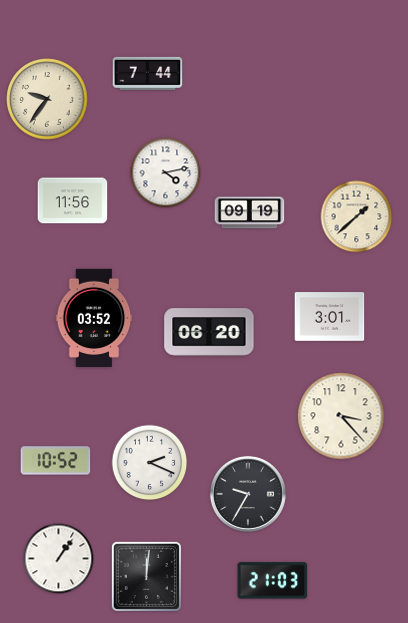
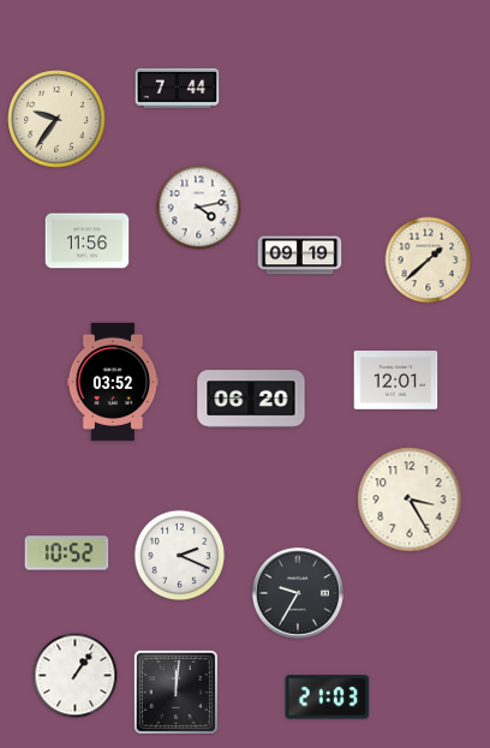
clock at (330, 317): 3:01 -> 12:01
clock at (341, 416): 3:23 -> 3:25
clock at (59, 559) position: (59, 559) -> (76, 676)
